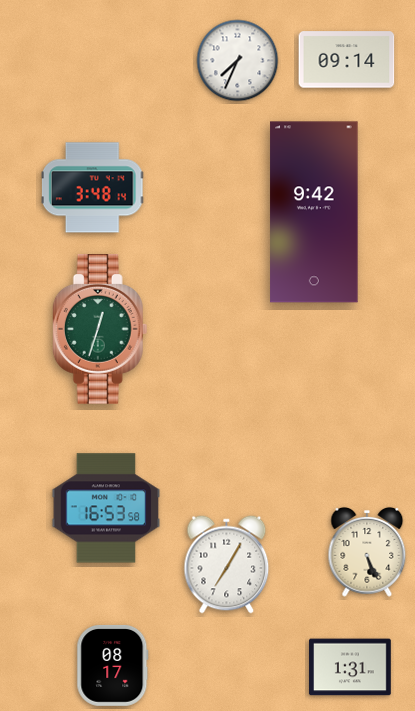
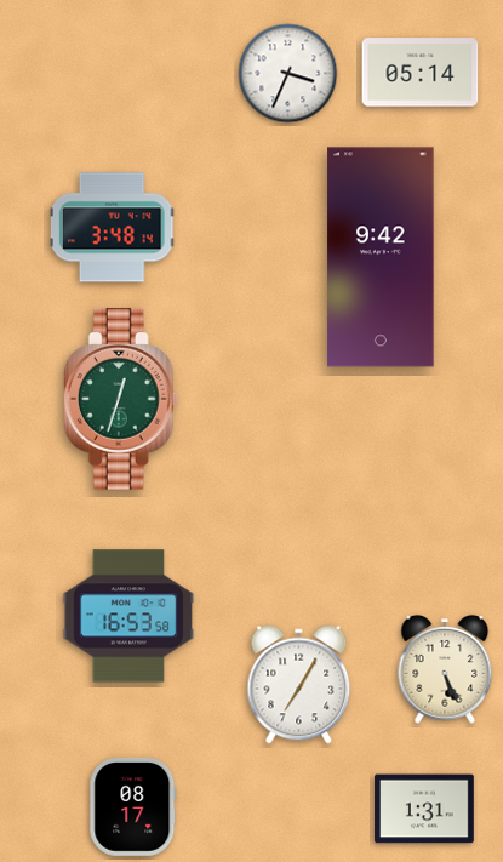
clock at (347, 60): 09:14 -> 05:14
clock at (238, 61): 7:34 -> 3:34
clock at (227, 565) position: (227, 565) -> (299, 685)
clock at (113, 665) position: (113, 665) -> (133, 806)
